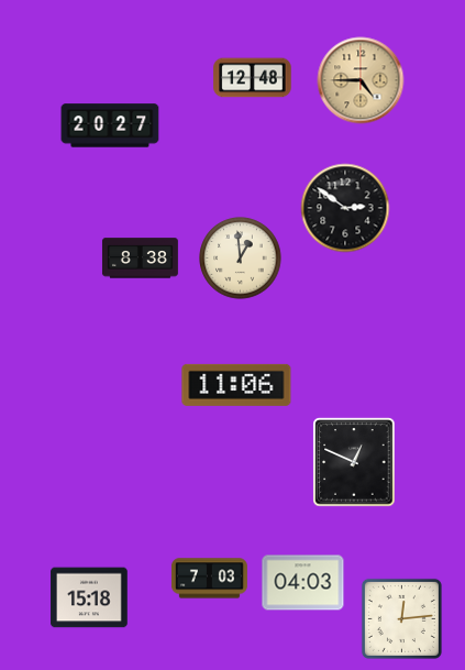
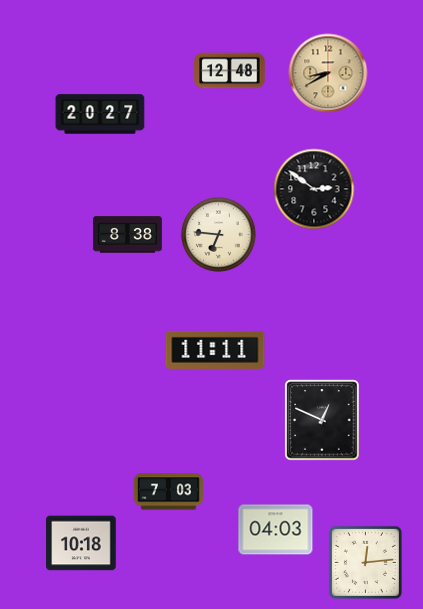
clock at (361, 80): 4:45 -> 8:40
clock at (241, 259): 12:59 -> 6:46
clock at (236, 385): 11:06 -> 11:11
clock at (209, 579) position: (209, 579) -> (168, 492)
clock at (89, 597): 15:18 -> 10:18
